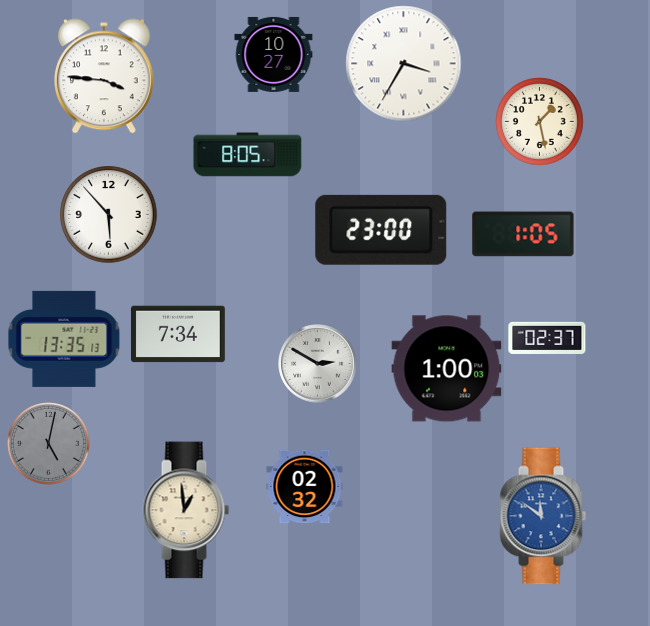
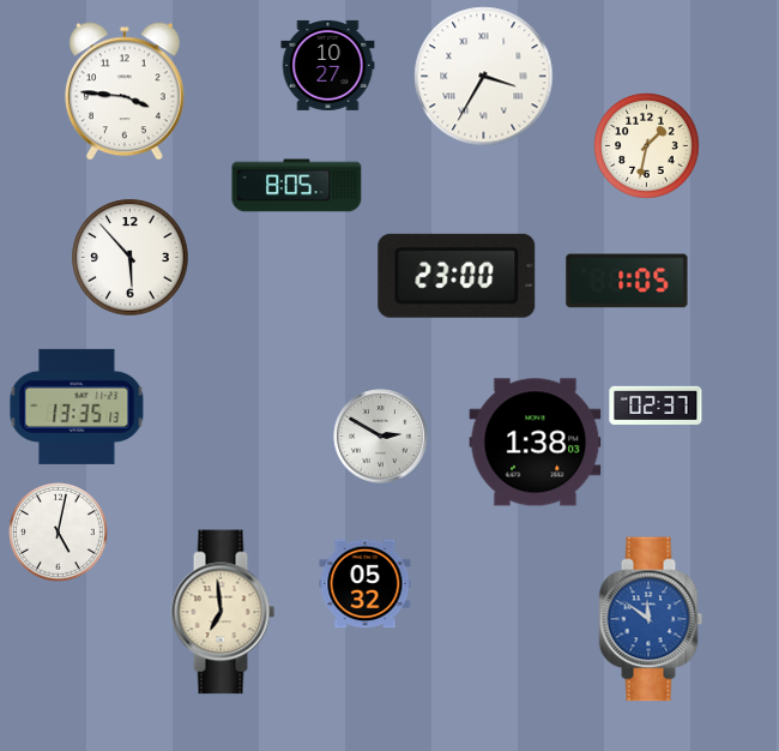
clock at (540, 122): 1:28 -> 1:32
clock at (178, 334): 7:34 -> none
clock at (447, 369): 1:00 -> 1:38
clock at (49, 444) dial: grey -> white
clock at (305, 487): 02:32 -> 05:32
clock at (186, 510): 12:59 -> 6:59
